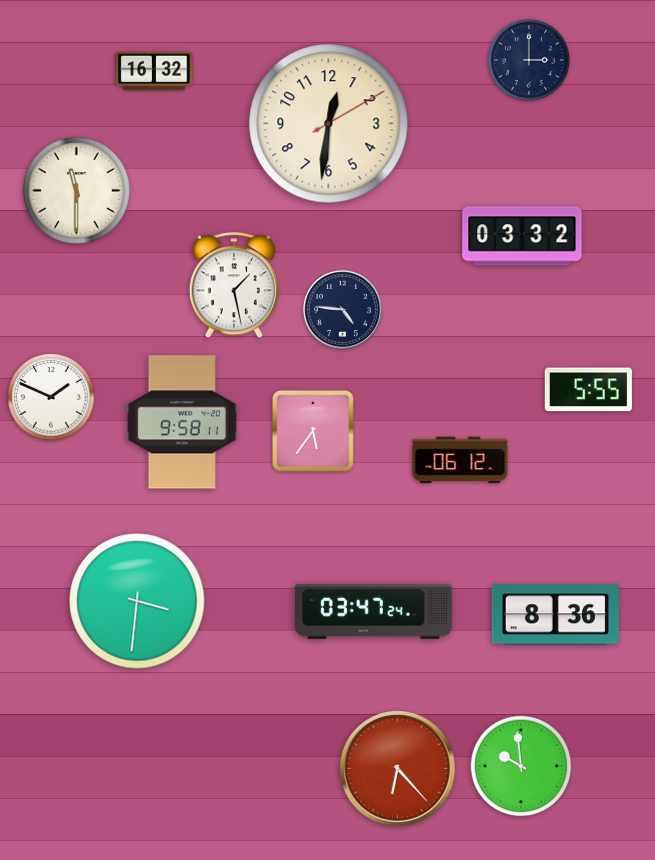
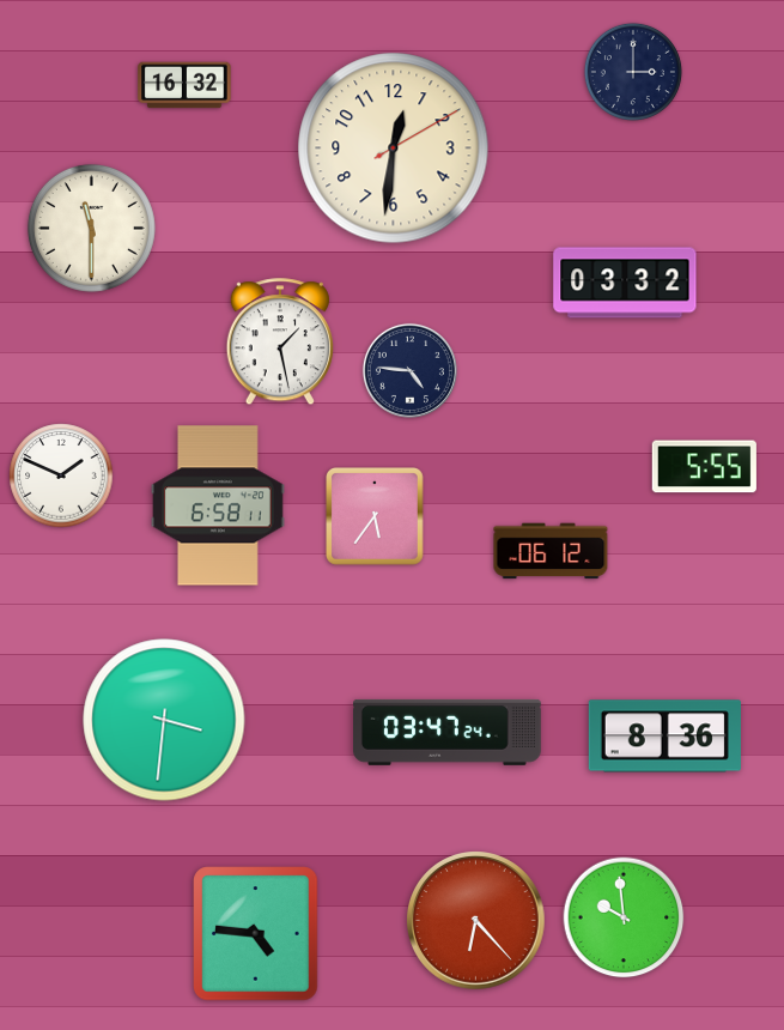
clock at (182, 422): 9:58 -> 6:58
clock at (256, 934): none -> 4:46
